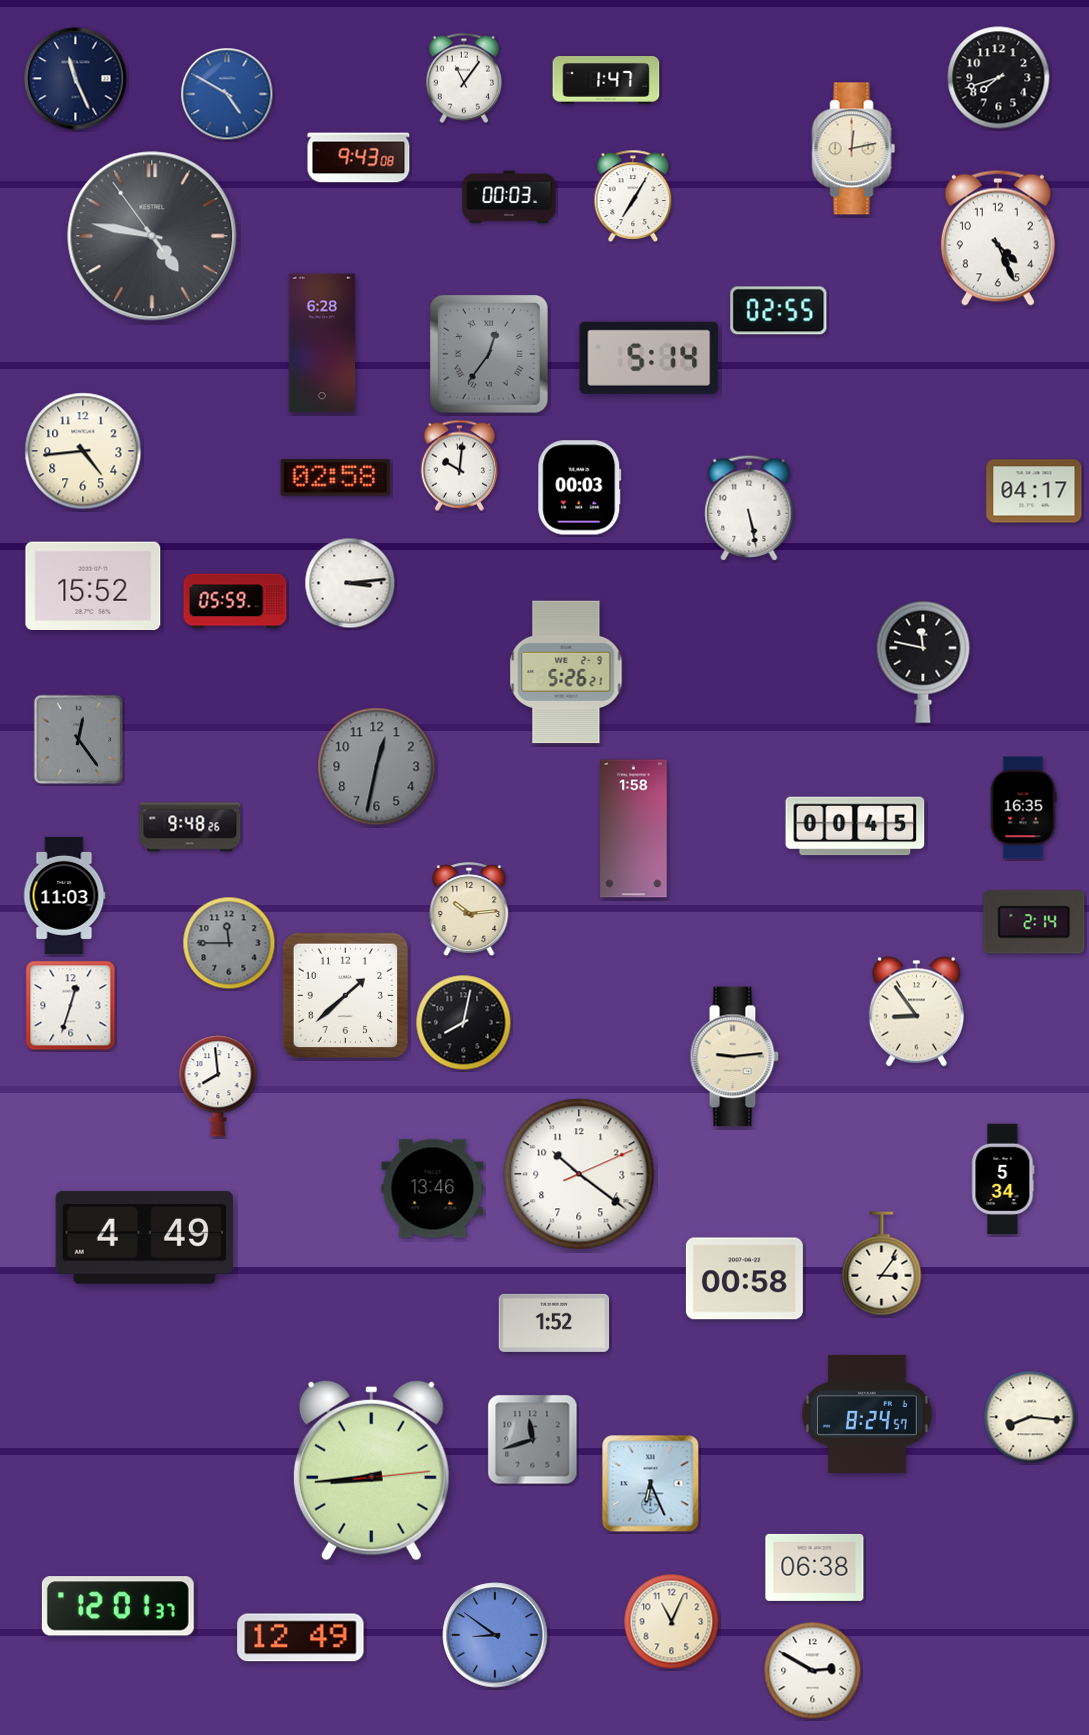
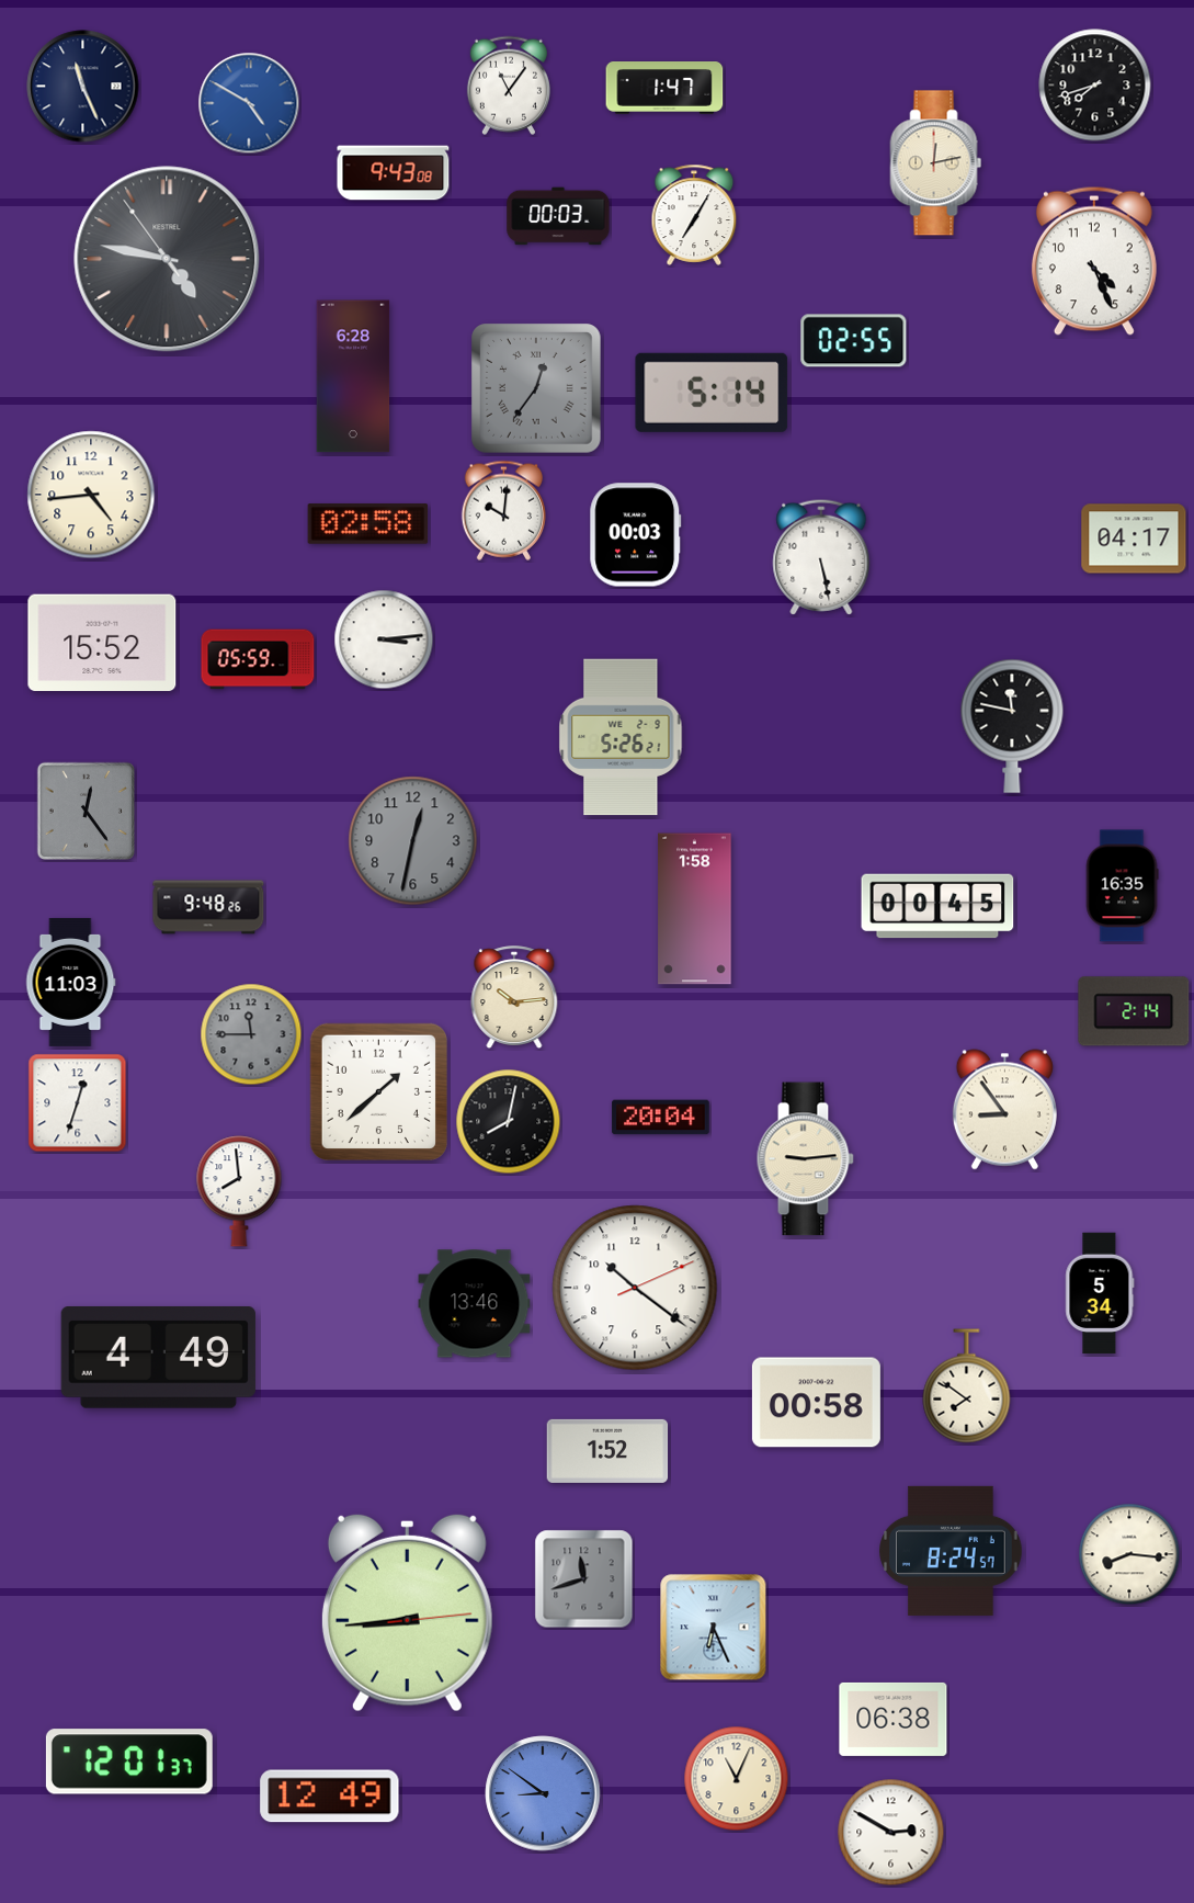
clock at (661, 1118): none -> 20:04
clock at (882, 1264): 3:06 -> 7:51
